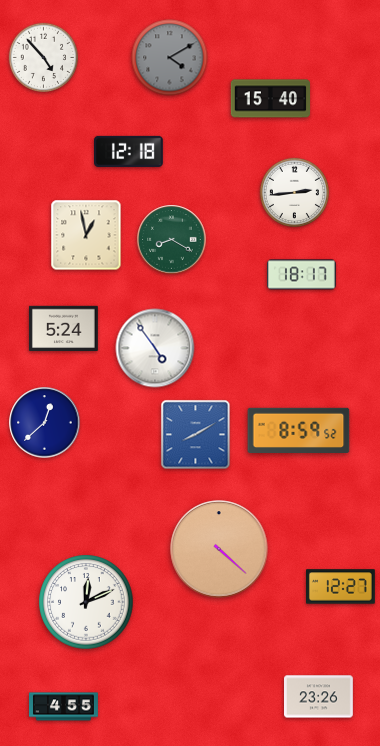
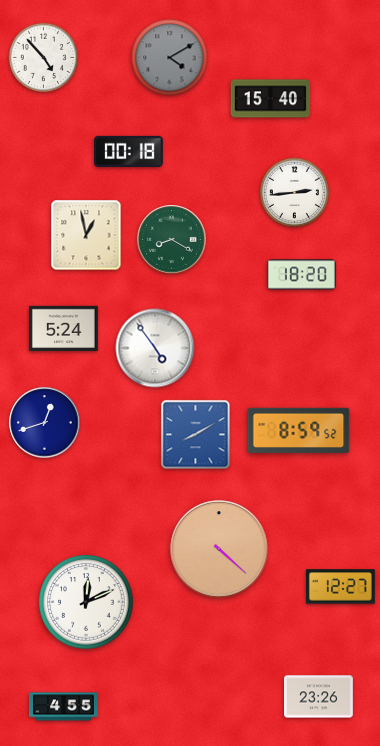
clock at (129, 151): 12:18 -> 00:18
clock at (302, 275): 18:17 -> 18:20
clock at (45, 423): 12:38 -> 12:42
